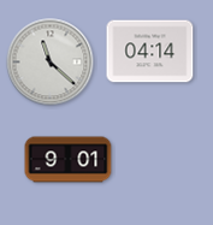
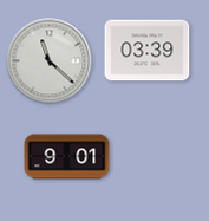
clock at (150, 52): 04:14 -> 03:39
